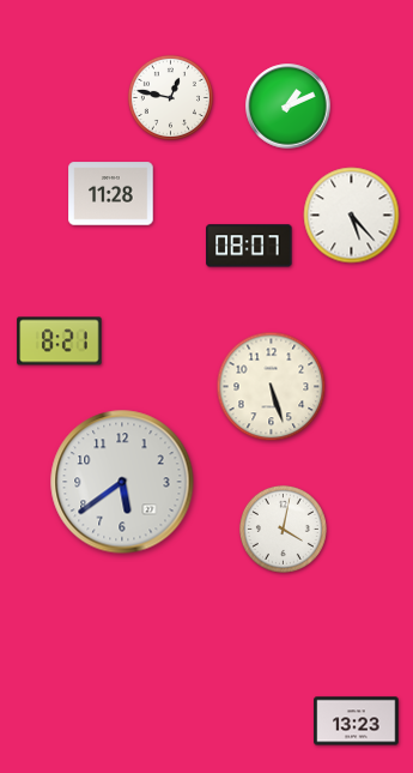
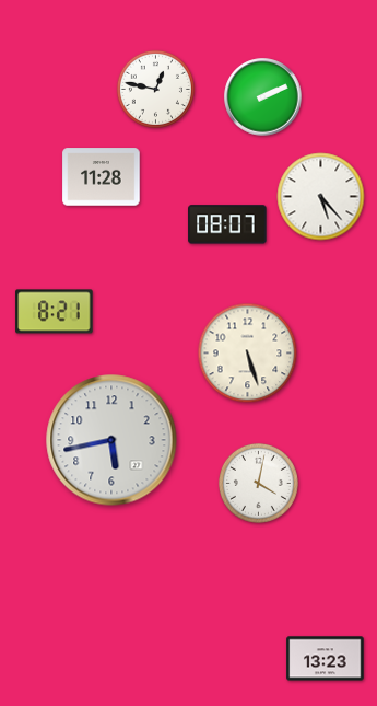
clock at (289, 107): 1:11 -> 2:11
clock at (122, 482): 5:39 -> 5:43
